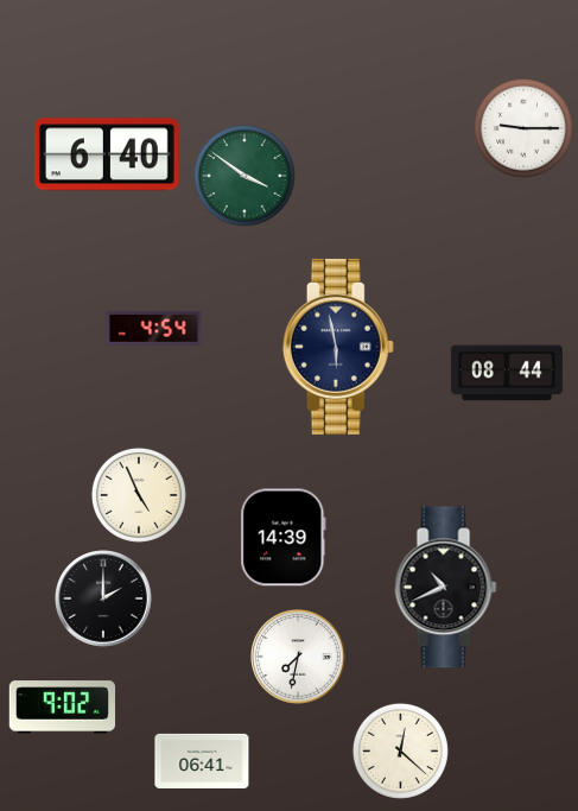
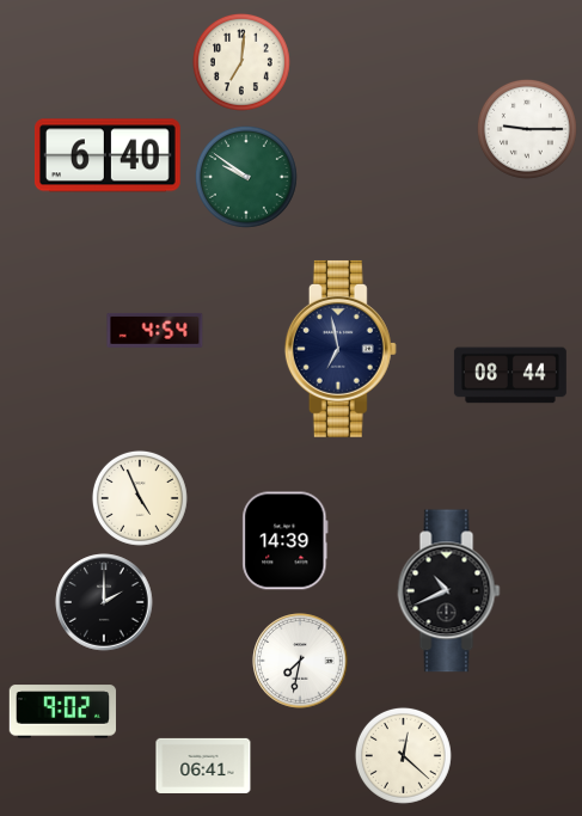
clock at (241, 62): none -> 7:01
clock at (244, 176): 3:51 -> 9:51
clock at (338, 347): 5:58 -> 6:58
